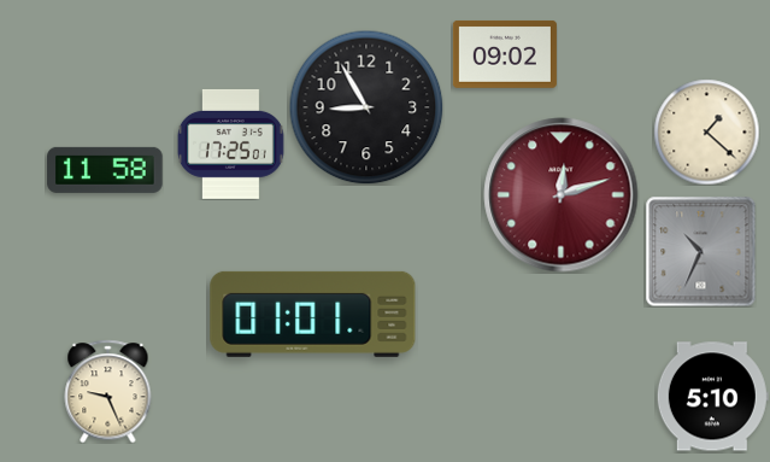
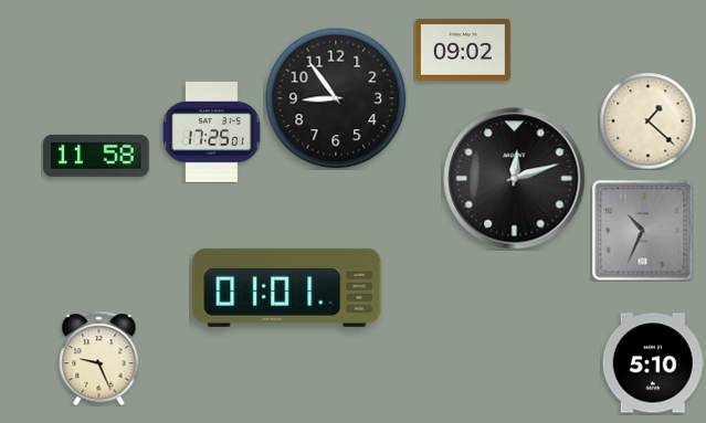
clock at (366, 107): 8:55 -> 8:54
clock at (562, 195) dial: burgundy -> black
